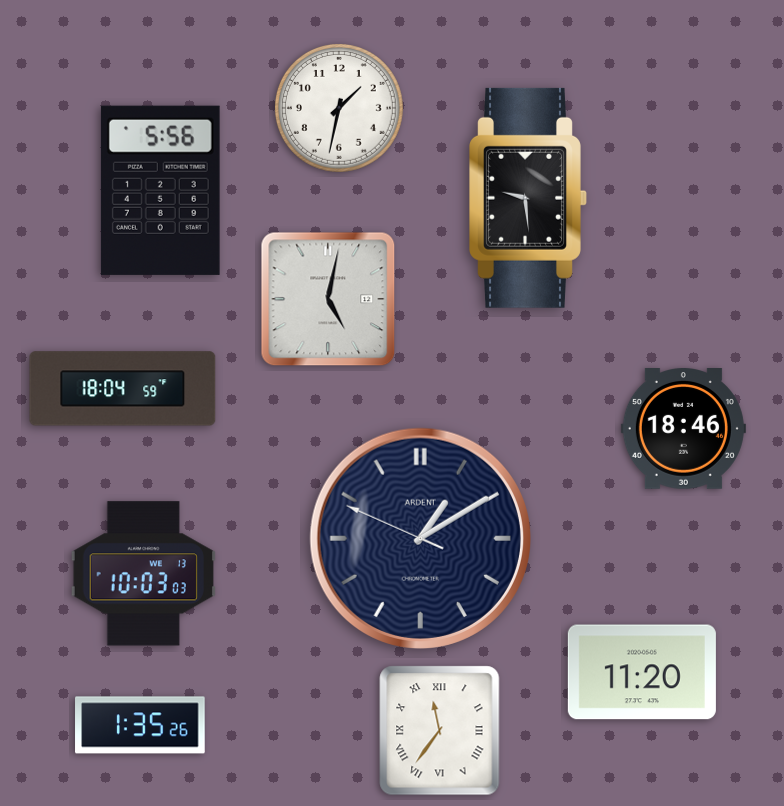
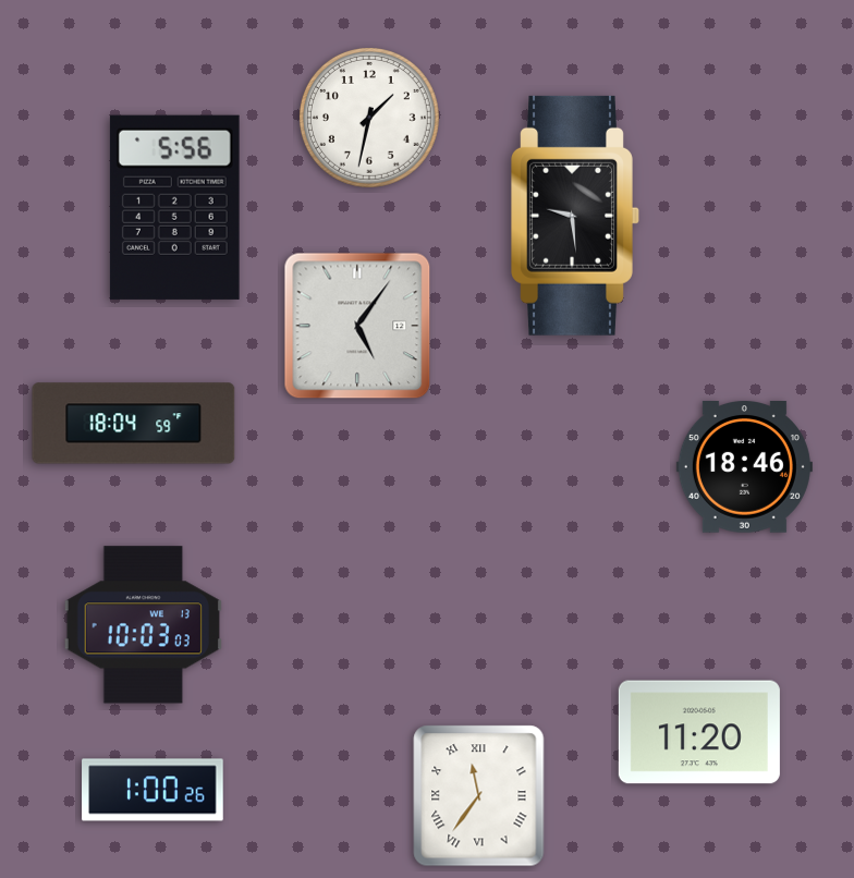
clock at (328, 299): 5:02 -> 5:06
clock at (420, 538): 1:09 -> none
clock at (143, 574) position: (143, 574) -> (143, 625)
clock at (140, 725): 1:35 -> 1:00
